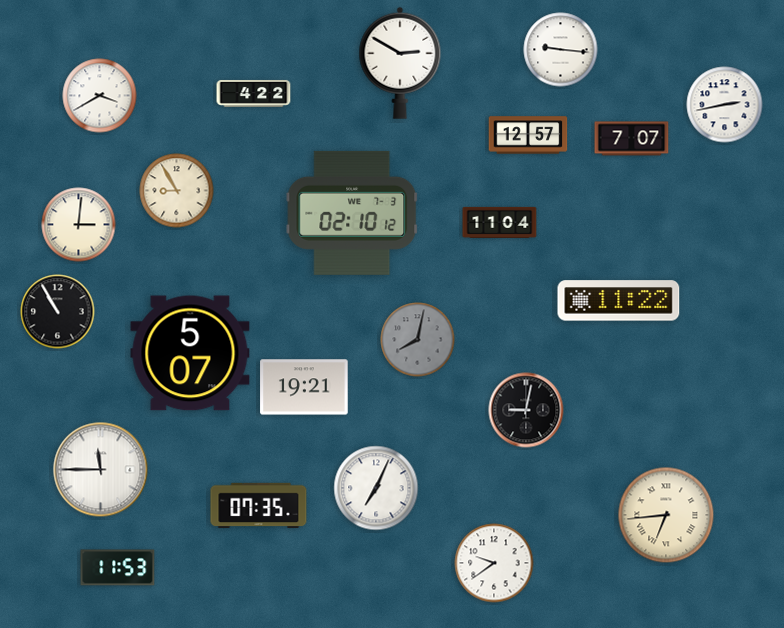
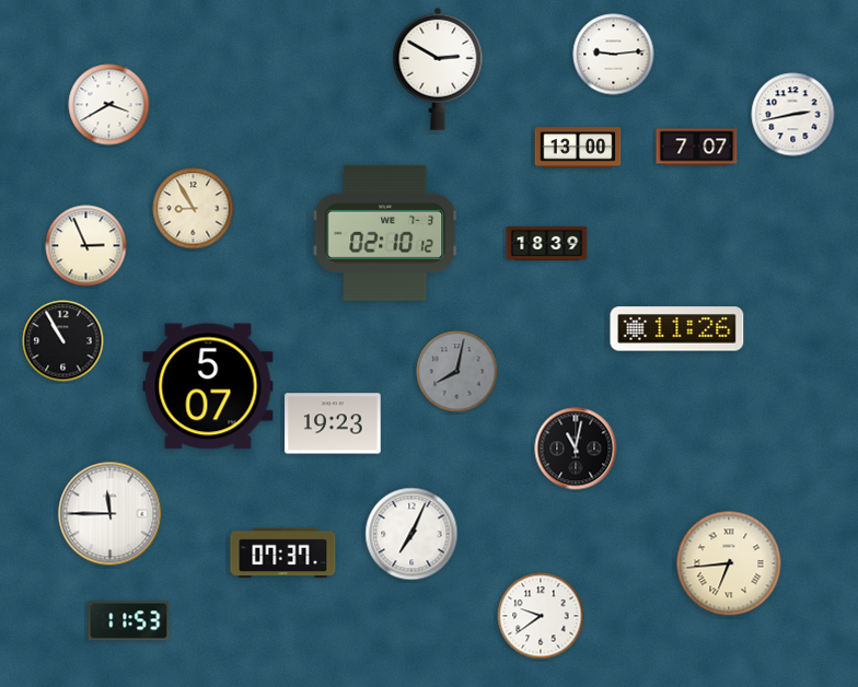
clock at (561, 50): 9:16 -> 9:14
clock at (254, 93): 4:22 -> none
clock at (528, 135): 12:57 -> 13:00
clock at (632, 139) position: (632, 139) -> (697, 148)
clock at (500, 222): 11:04 -> 18:39
clock at (79, 225): 3:01 -> 2:56
clock at (619, 301): 11:22 -> 11:26
clock at (304, 387): 19:21 -> 19:23
clock at (526, 410): 9:02 -> 11:02
clock at (259, 506): 07:35 -> 07:37
